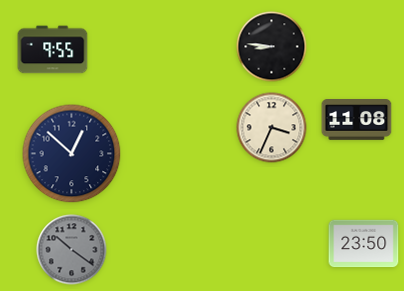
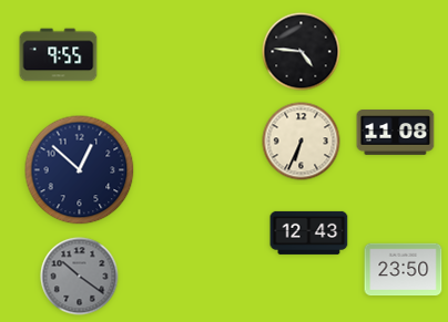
clock at (272, 47): 8:46 -> 4:46
clock at (272, 128): 3:34 -> 6:34
clock at (309, 232): none -> 12:43
